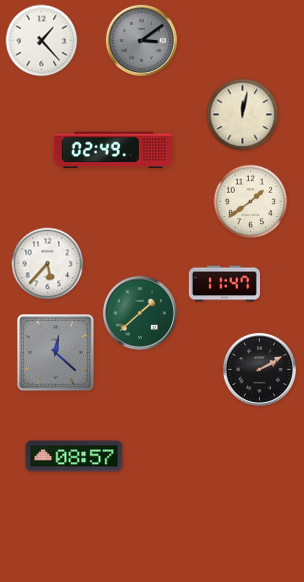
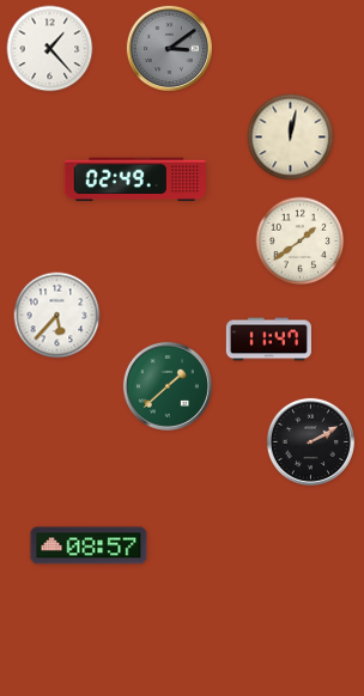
clock at (140, 313) position: (140, 313) -> (168, 386)
clock at (56, 353): 12:22 -> none
